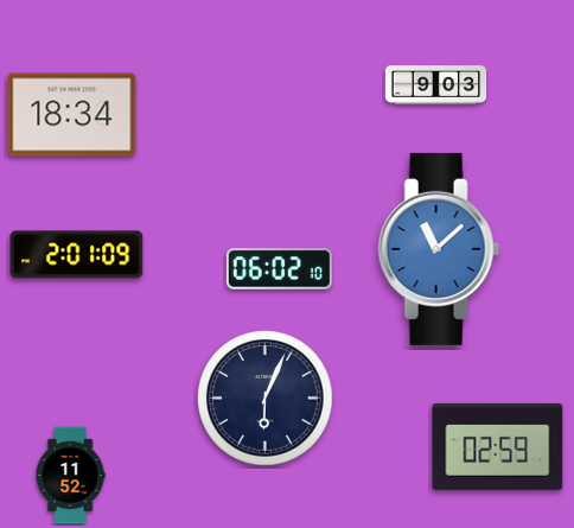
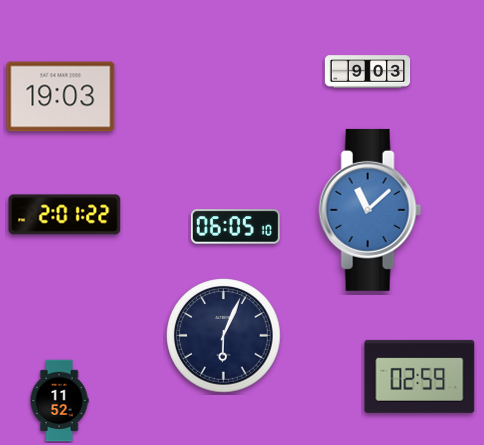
clock at (72, 115): 18:34 -> 19:03
clock at (77, 255): 2:01:09 -> 2:01:22
clock at (279, 269): 06:02 -> 06:05
